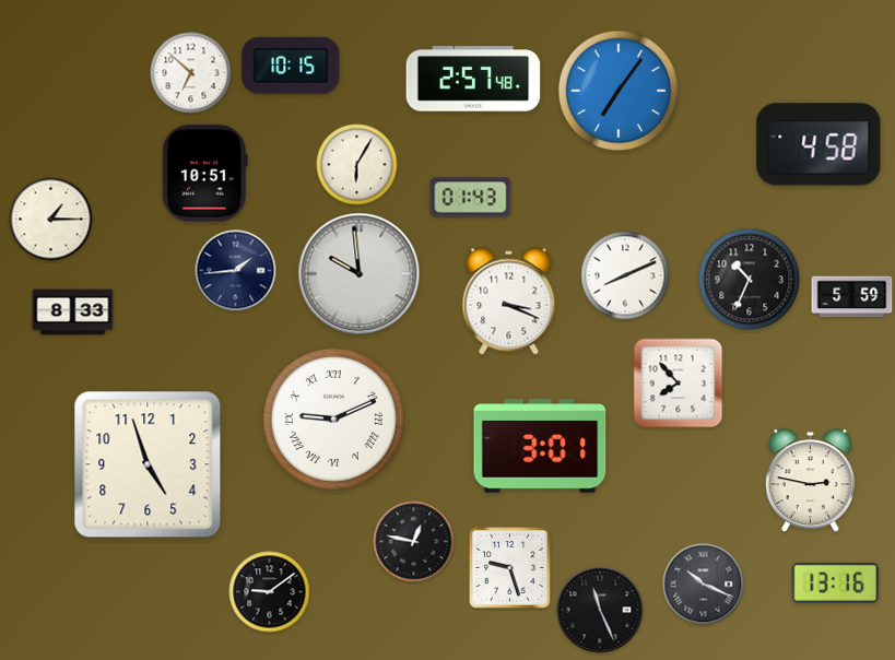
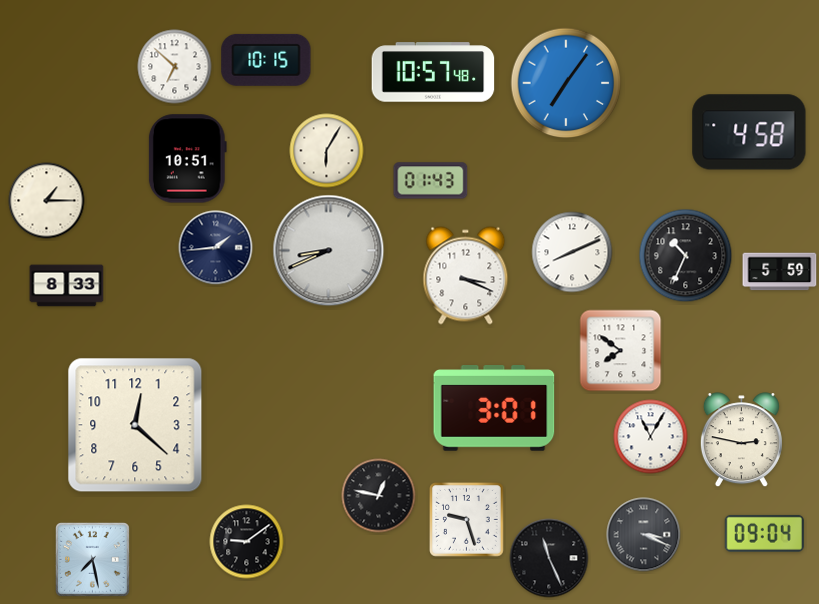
clock at (473, 79): 2:57 -> 10:57
clock at (360, 274): 9:59 -> 8:41
clock at (679, 384): 7:53 -> 7:51
clock at (333, 419): 9:11 -> none
clock at (148, 464): 4:57 -> 12:22
clock at (651, 437): none -> 11:05
clock at (835, 582): 13:16 -> 09:04
clock at (704, 585): 10:19 -> 3:19
clock at (92, 559): none -> 7:28
